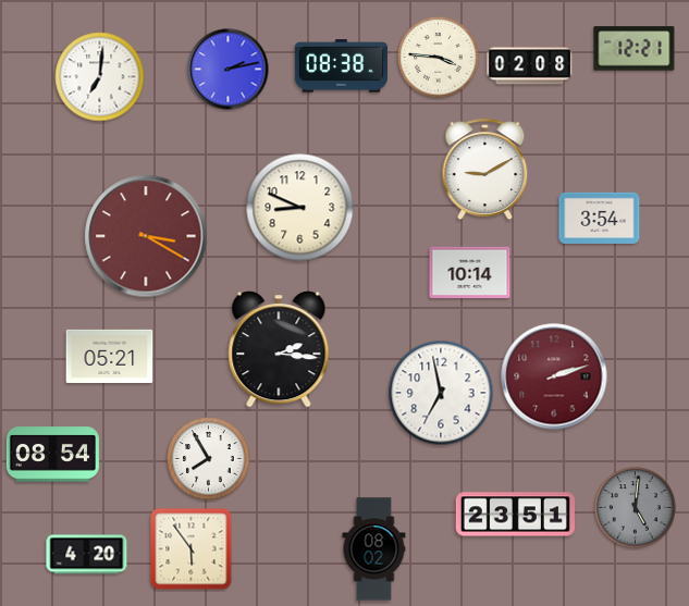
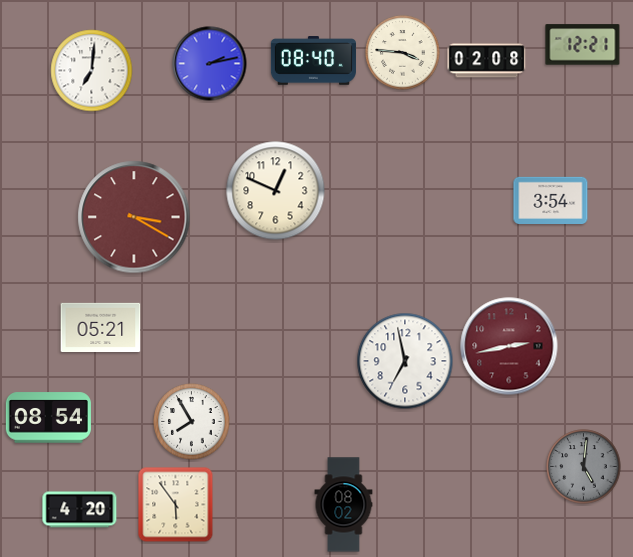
clock at (341, 66): 08:38 -> 08:40
clock at (485, 169): 9:10 -> none
clock at (300, 208): 8:49 -> 12:49
clock at (470, 273): 10:14 -> none
clock at (279, 349): 2:16 -> none
clock at (554, 376): 2:12 -> 2:43
clock at (515, 515): 23:51 -> none
